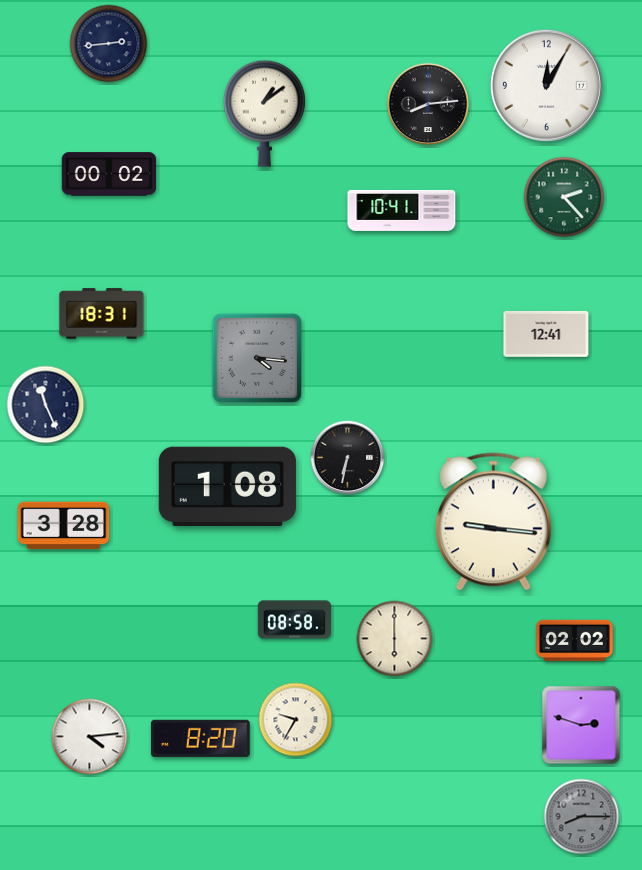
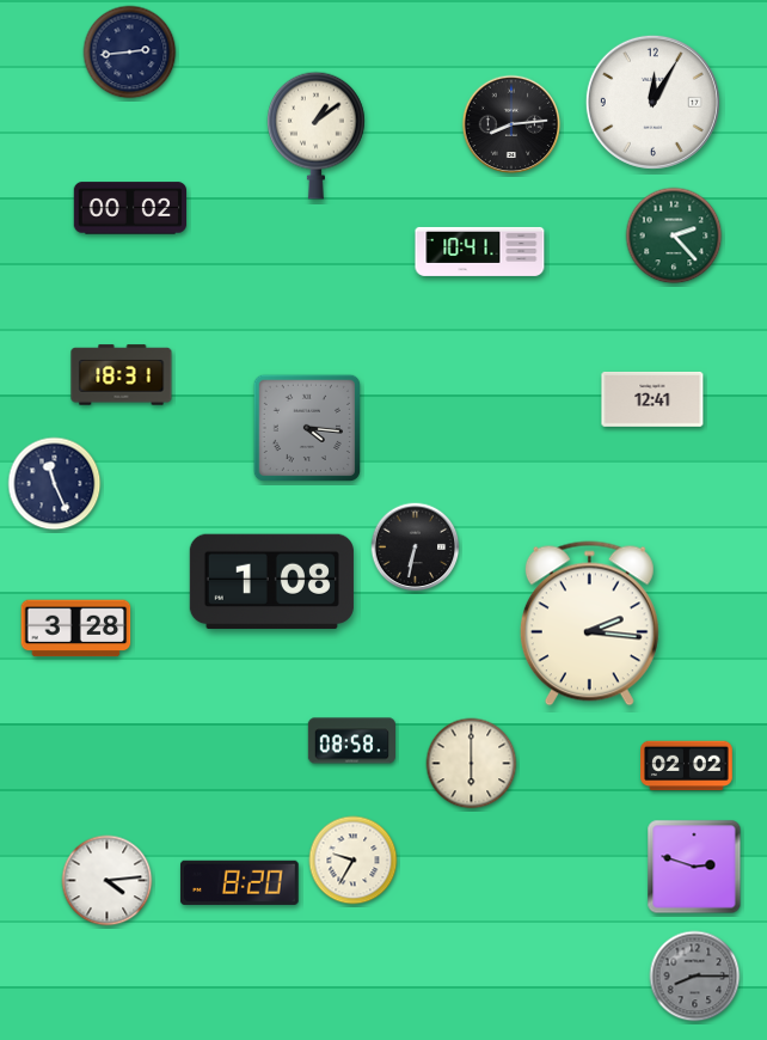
clock at (493, 522): 9:16 -> 2:16
